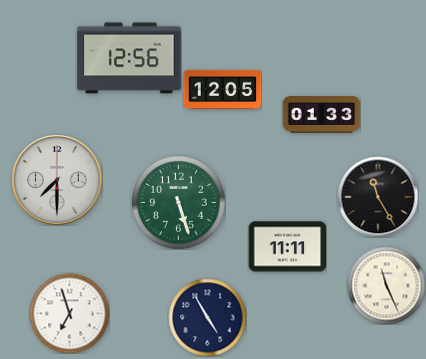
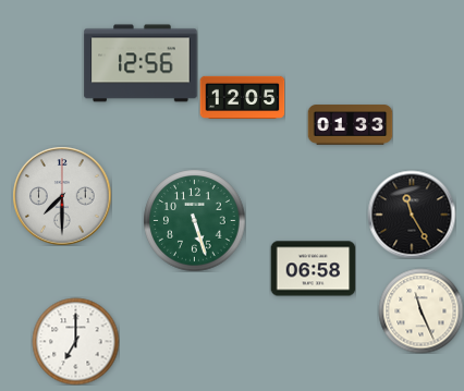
clock at (287, 247): 11:11 -> 06:58
clock at (69, 313): 6:57 -> 7:00
clock at (207, 317): 4:55 -> none
